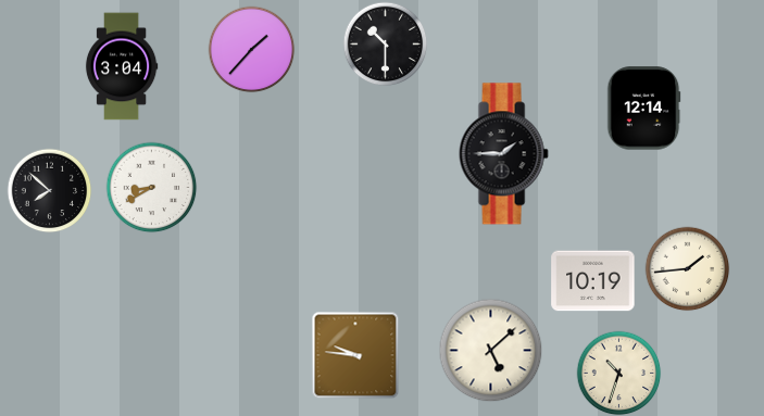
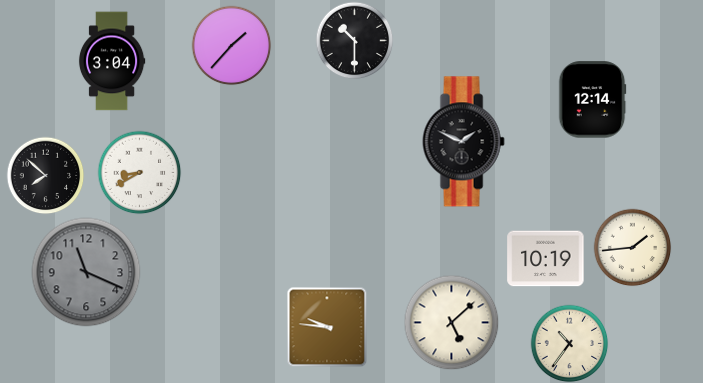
clock at (503, 154): 1:45 -> 1:49
clock at (86, 272): none -> 11:19
clock at (618, 373): 10:33 -> 10:36
